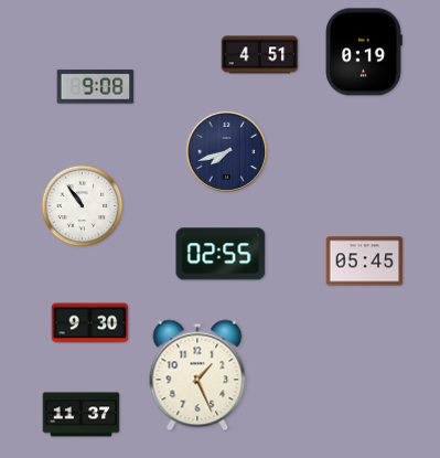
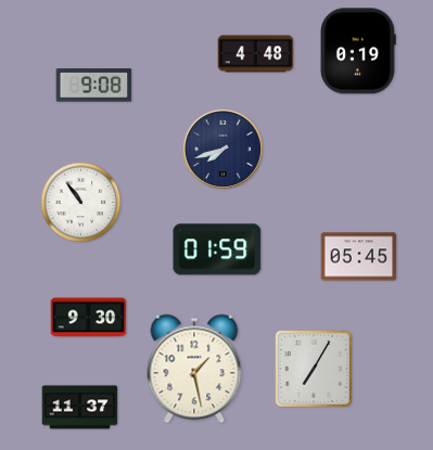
clock at (260, 55): 4:51 -> 4:48
clock at (221, 254): 02:55 -> 01:59
clock at (313, 368): none -> 7:05
clock at (197, 375): 1:26 -> 1:28
